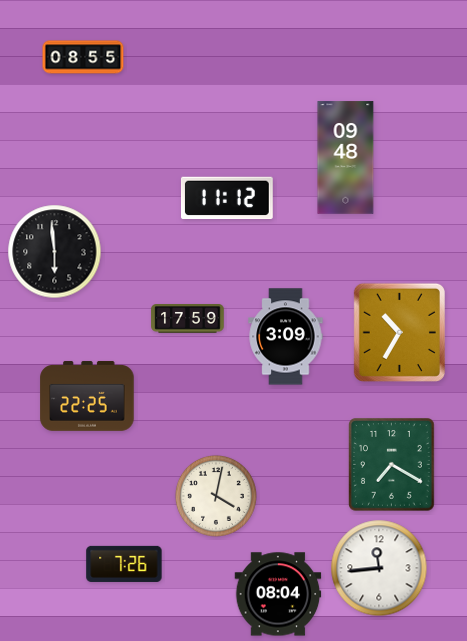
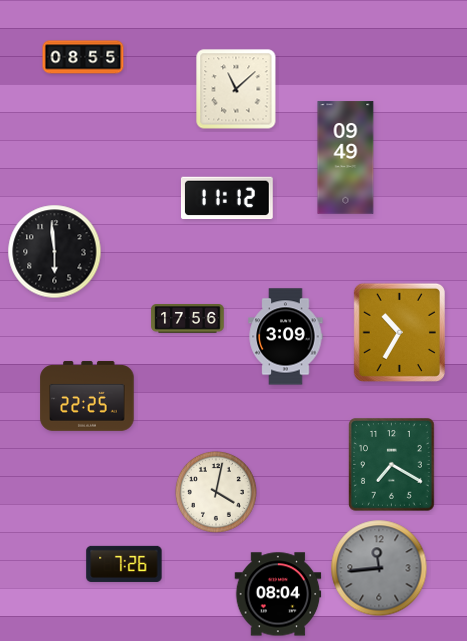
clock at (236, 89): none -> 11:08
clock at (346, 158): 09:48 -> 09:49
clock at (188, 319): 17:59 -> 17:56
clock at (216, 496) position: (216, 496) -> (216, 492)
clock at (379, 568) dial: white -> grey
